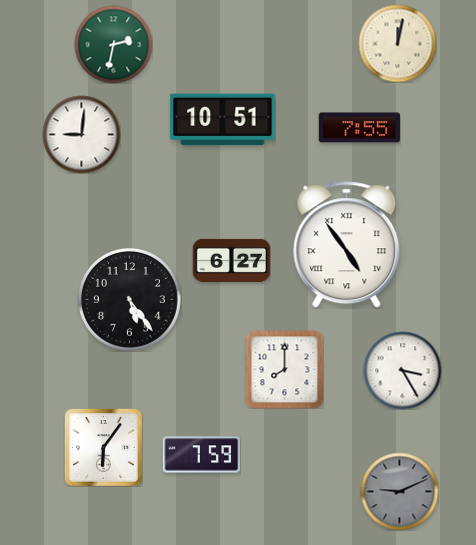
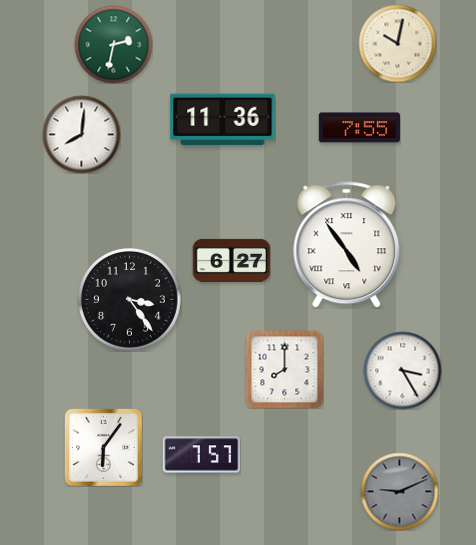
clock at (397, 43): 12:02 -> 10:02
clock at (223, 120): 10:51 -> 11:36
clock at (81, 134): 9:01 -> 8:01
clock at (129, 299): 5:24 -> 3:24
clock at (201, 455): 7:59 -> 7:57
